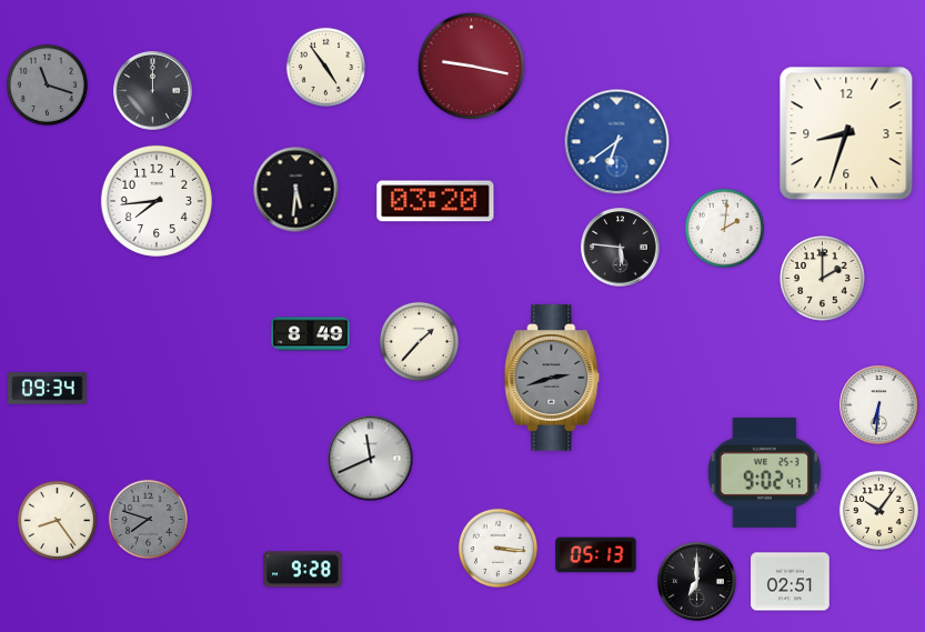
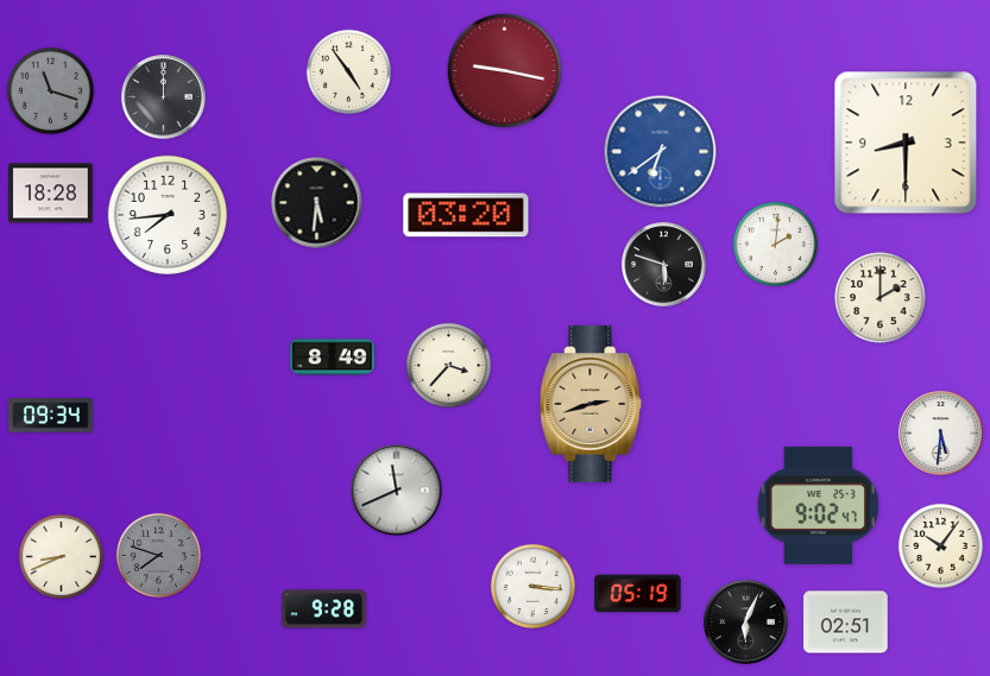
clock at (846, 133): 8:33 -> 8:30
clock at (51, 194): none -> 18:28
clock at (621, 248): 5:46 -> 5:48
clock at (419, 341): 1:37 -> 3:37
clock at (552, 379) dial: grey -> champagne
clock at (879, 405): 6:31 -> 5:31
clock at (57, 520): 8:24 -> 8:41
clock at (596, 555): 05:13 -> 05:19
clock at (697, 582): 7:00 -> 6:04
